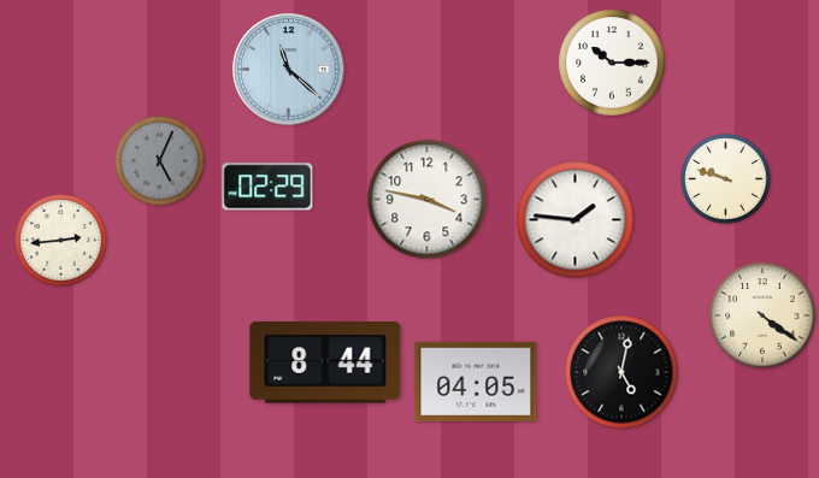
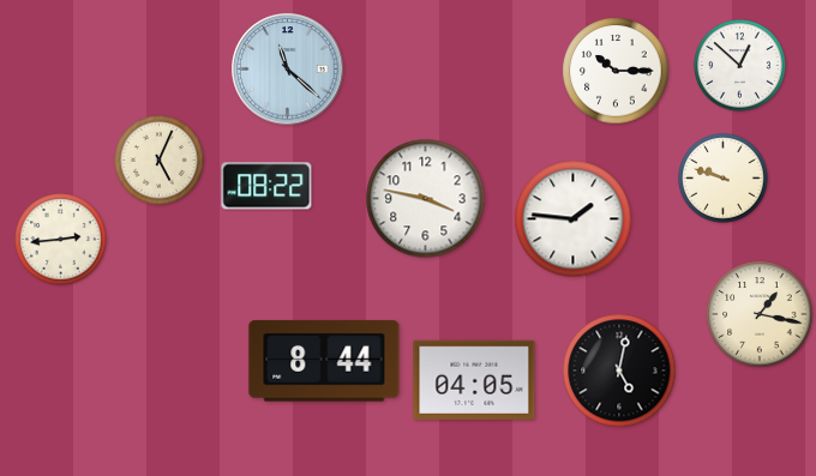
clock at (612, 63) position: (612, 63) -> (616, 71)
clock at (740, 66): none -> 12:52
clock at (160, 161) dial: grey -> cream
clock at (267, 187): 02:29 -> 08:22
clock at (762, 315): 4:21 -> 1:17
